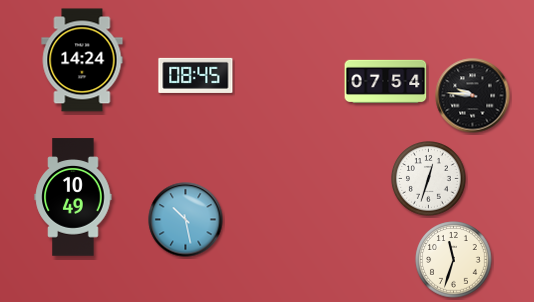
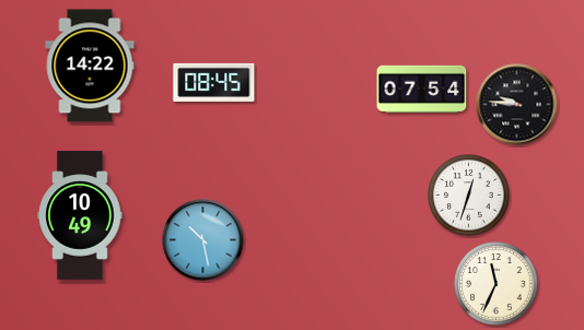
clock at (82, 60): 14:24 -> 14:22
clock at (454, 260): 11:33 -> 11:34
